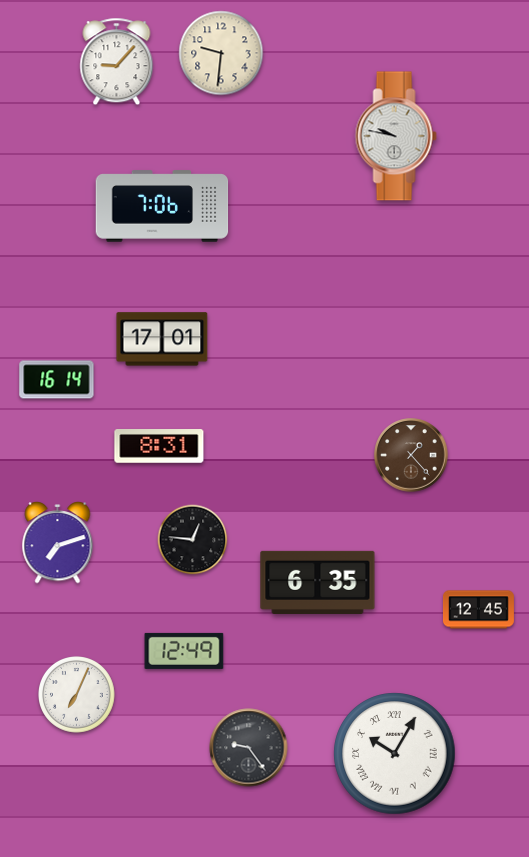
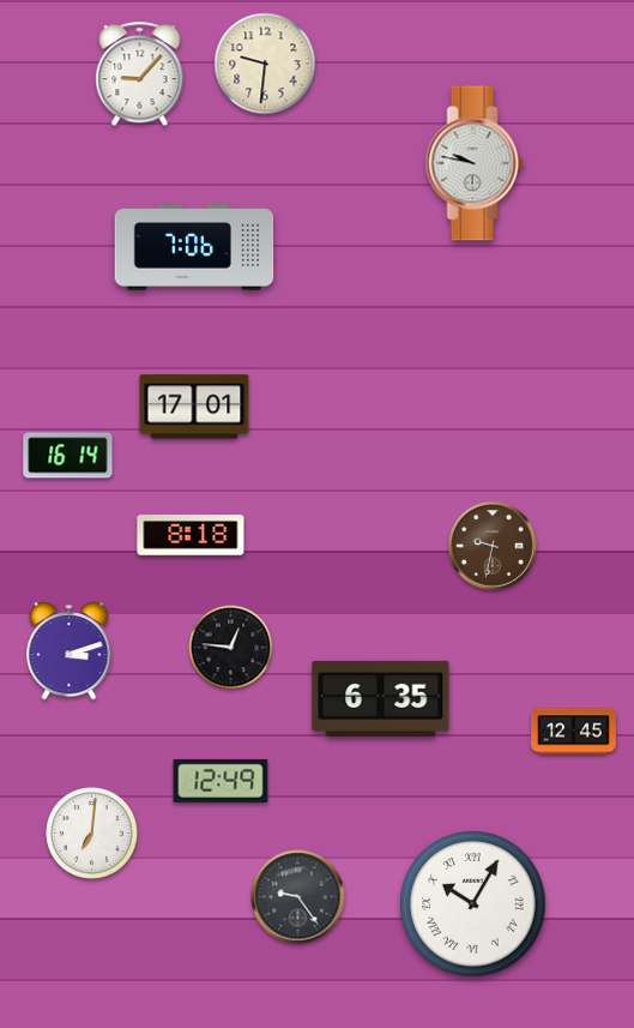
clock at (159, 446): 8:31 -> 8:18
clock at (411, 455): 1:23 -> 9:32
clock at (58, 543): 7:12 -> 3:12
clock at (77, 695): 7:04 -> 7:01
